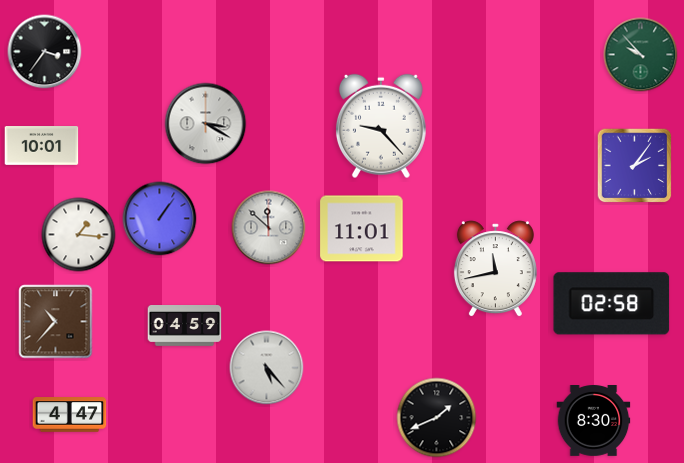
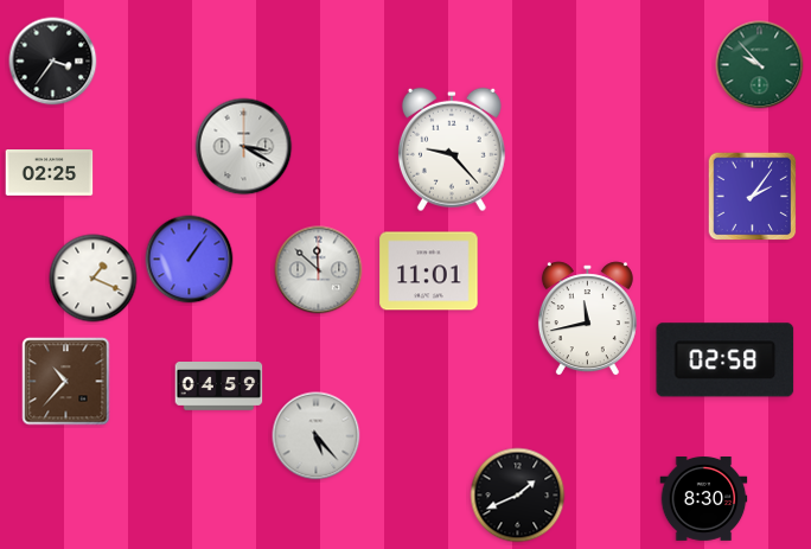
clock at (42, 146): 10:01 -> 02:25
clock at (79, 235): 1:16 -> 1:19
clock at (70, 415): 4:47 -> none
